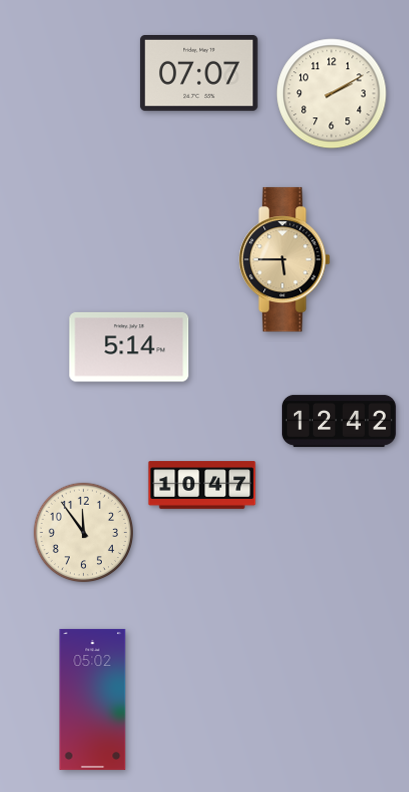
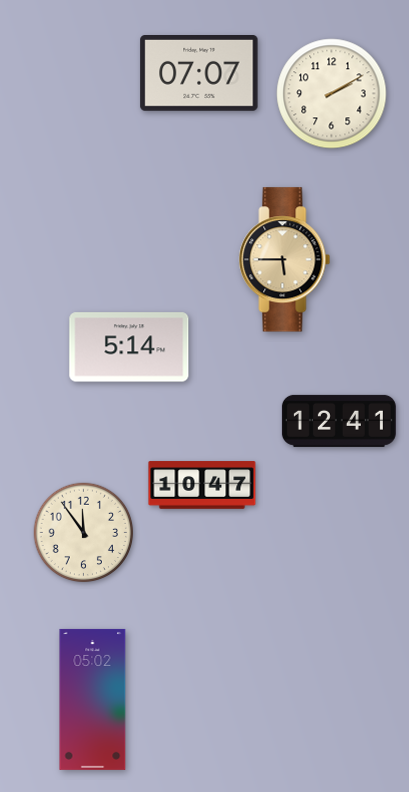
clock at (339, 421): 12:42 -> 12:41
